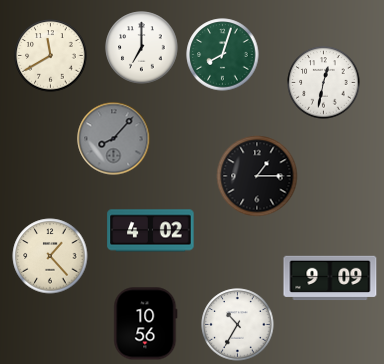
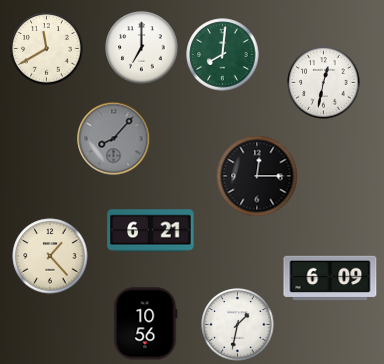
clock at (223, 55): 8:03 -> 8:01
clock at (51, 56) position: (51, 56) -> (47, 49)
clock at (257, 176): 1:15 -> 12:15
clock at (151, 231): 4:02 -> 6:21
clock at (330, 278): 9:09 -> 6:09
clock at (238, 325): 10:35 -> 1:32
